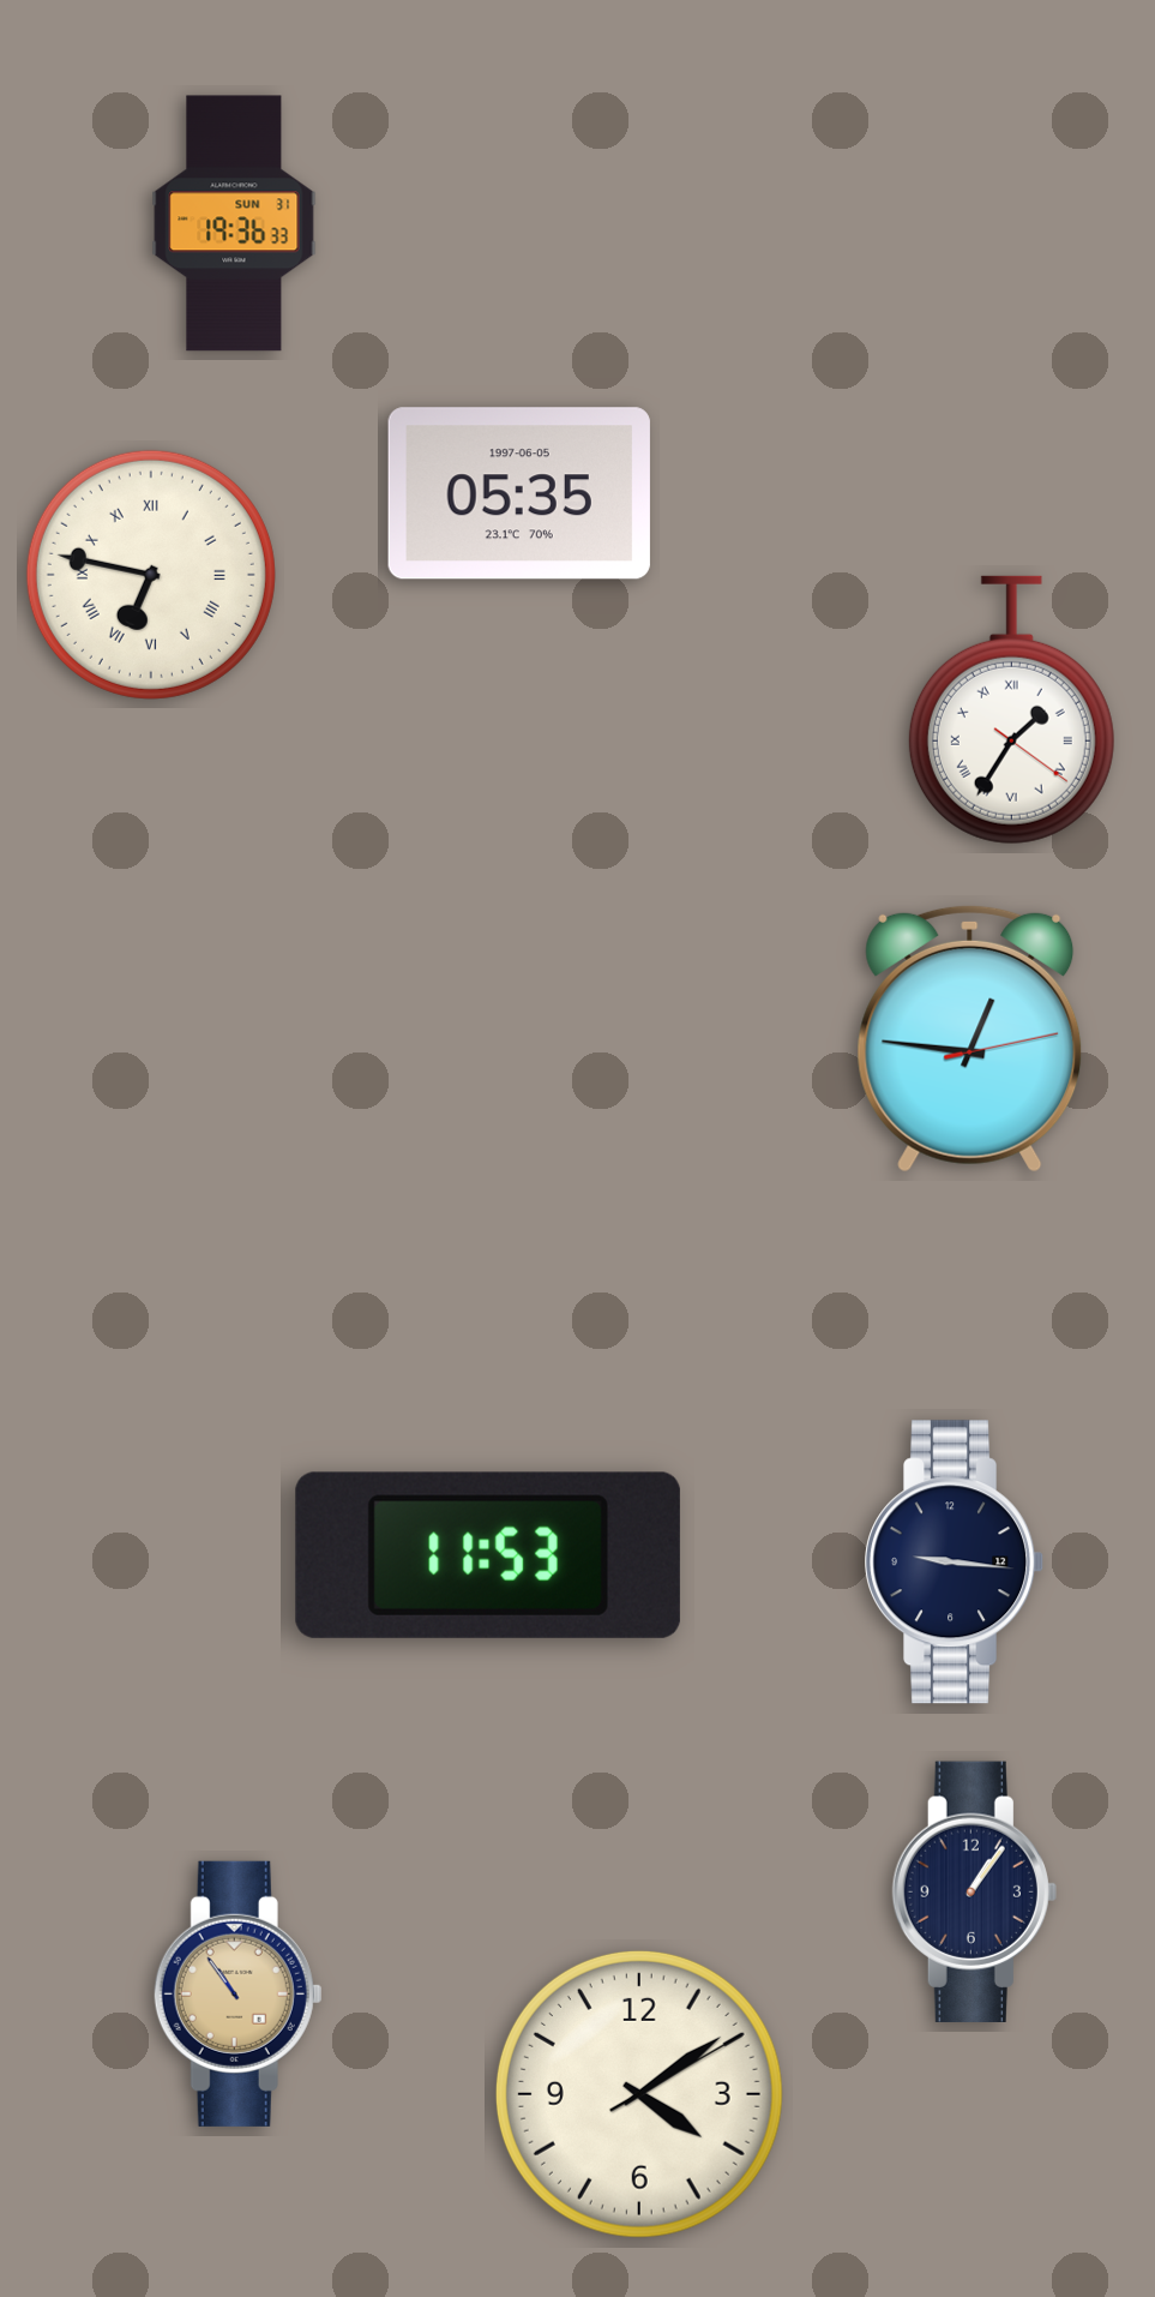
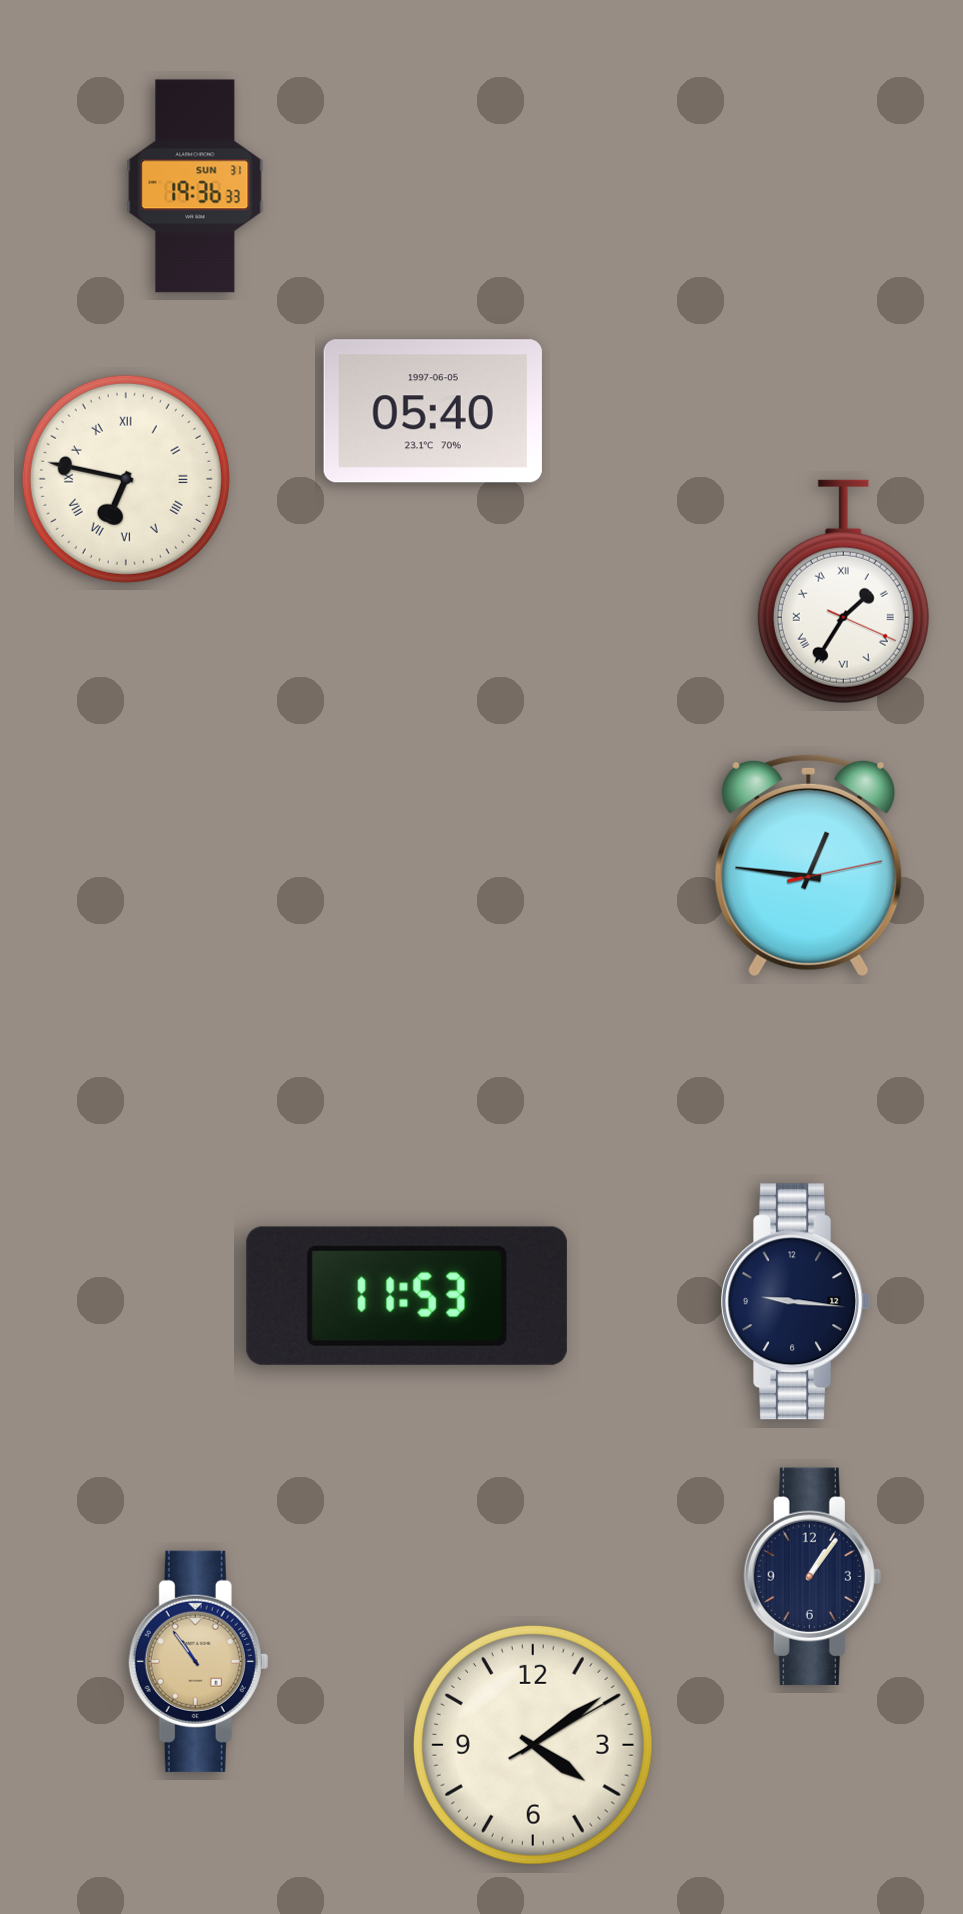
clock at (519, 493): 05:35 -> 05:40
clock at (1011, 710): 1:35:21 -> 1:35:19
